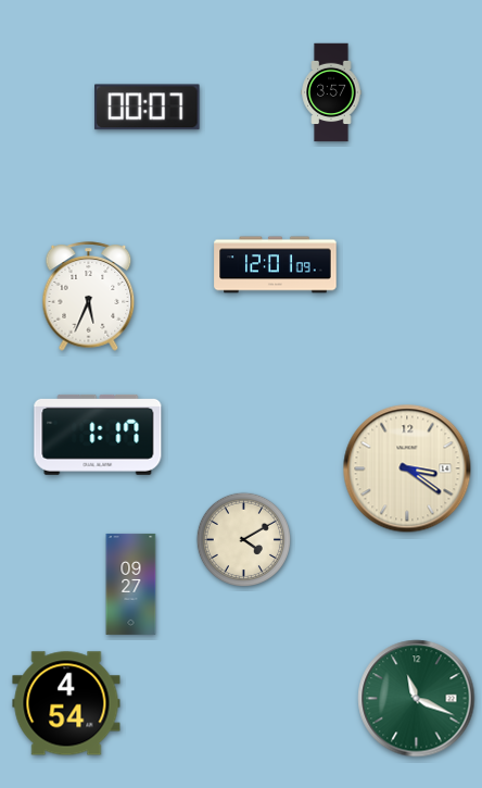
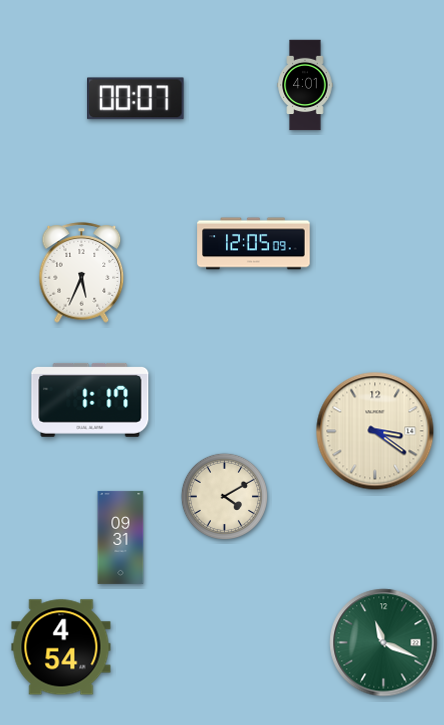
clock at (331, 92): 3:57 -> 4:01
clock at (276, 265): 12:01 -> 12:05
clock at (131, 584): 09:27 -> 09:31
